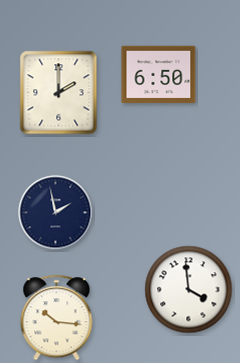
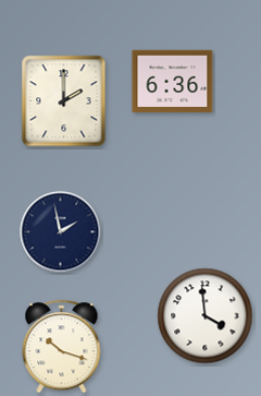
clock at (159, 75): 6:50 -> 6:36
clock at (57, 318): 10:16 -> 10:18
